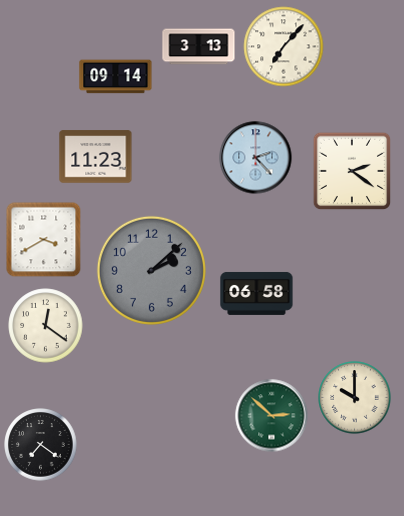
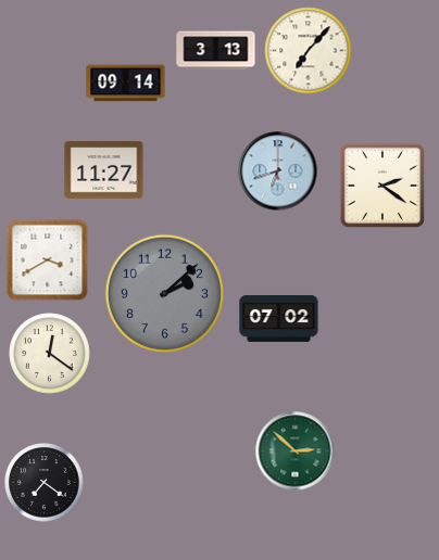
clock at (96, 157): 11:23 -> 11:27
clock at (256, 158): 2:23 -> 6:42
clock at (257, 293): 06:58 -> 07:02
clock at (355, 398): 10:00 -> none
